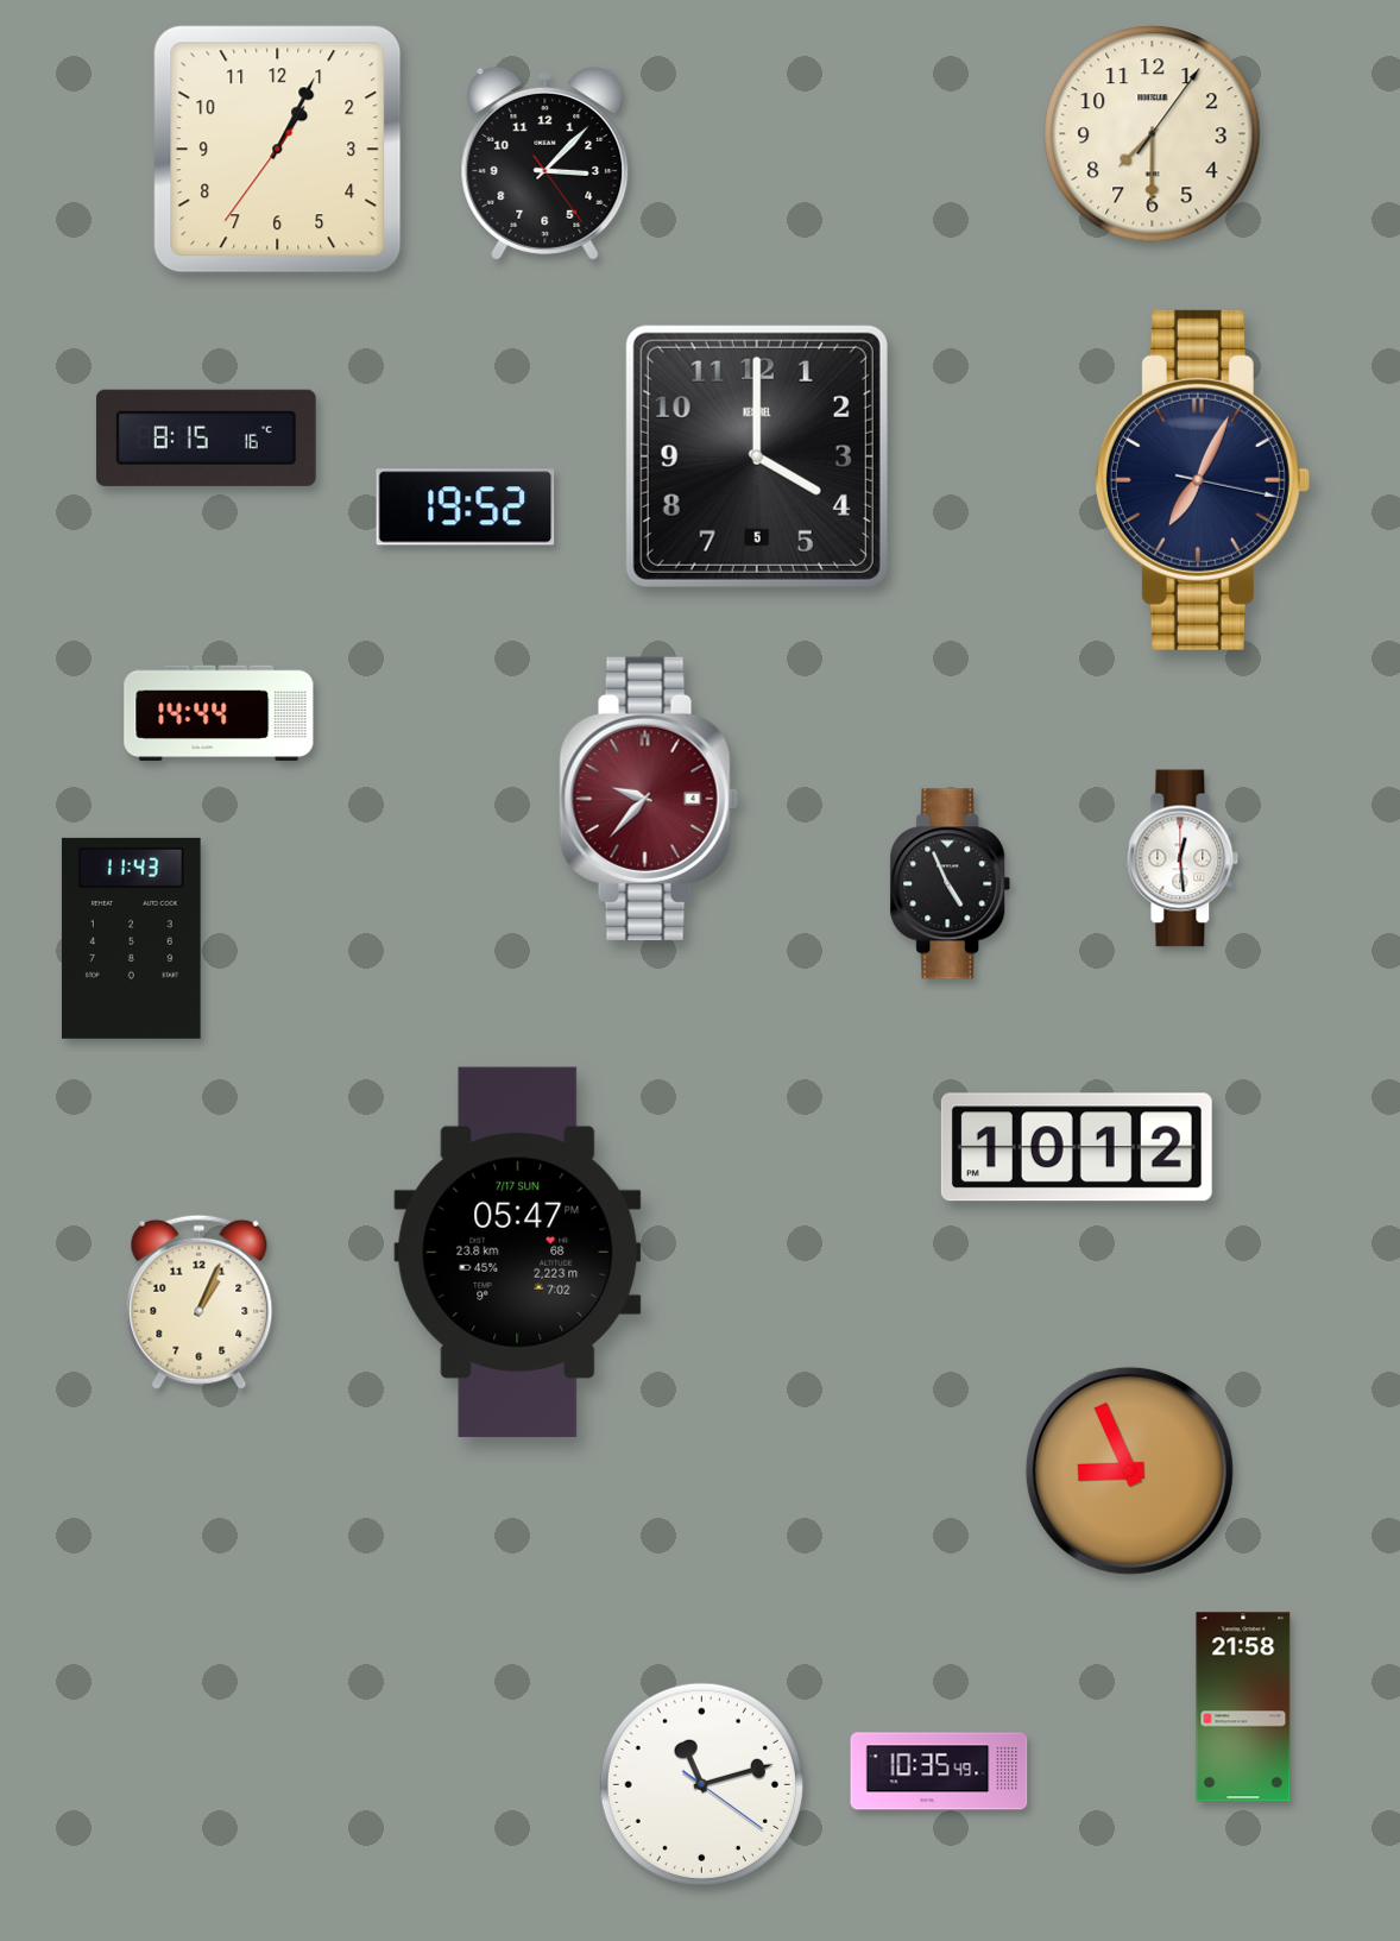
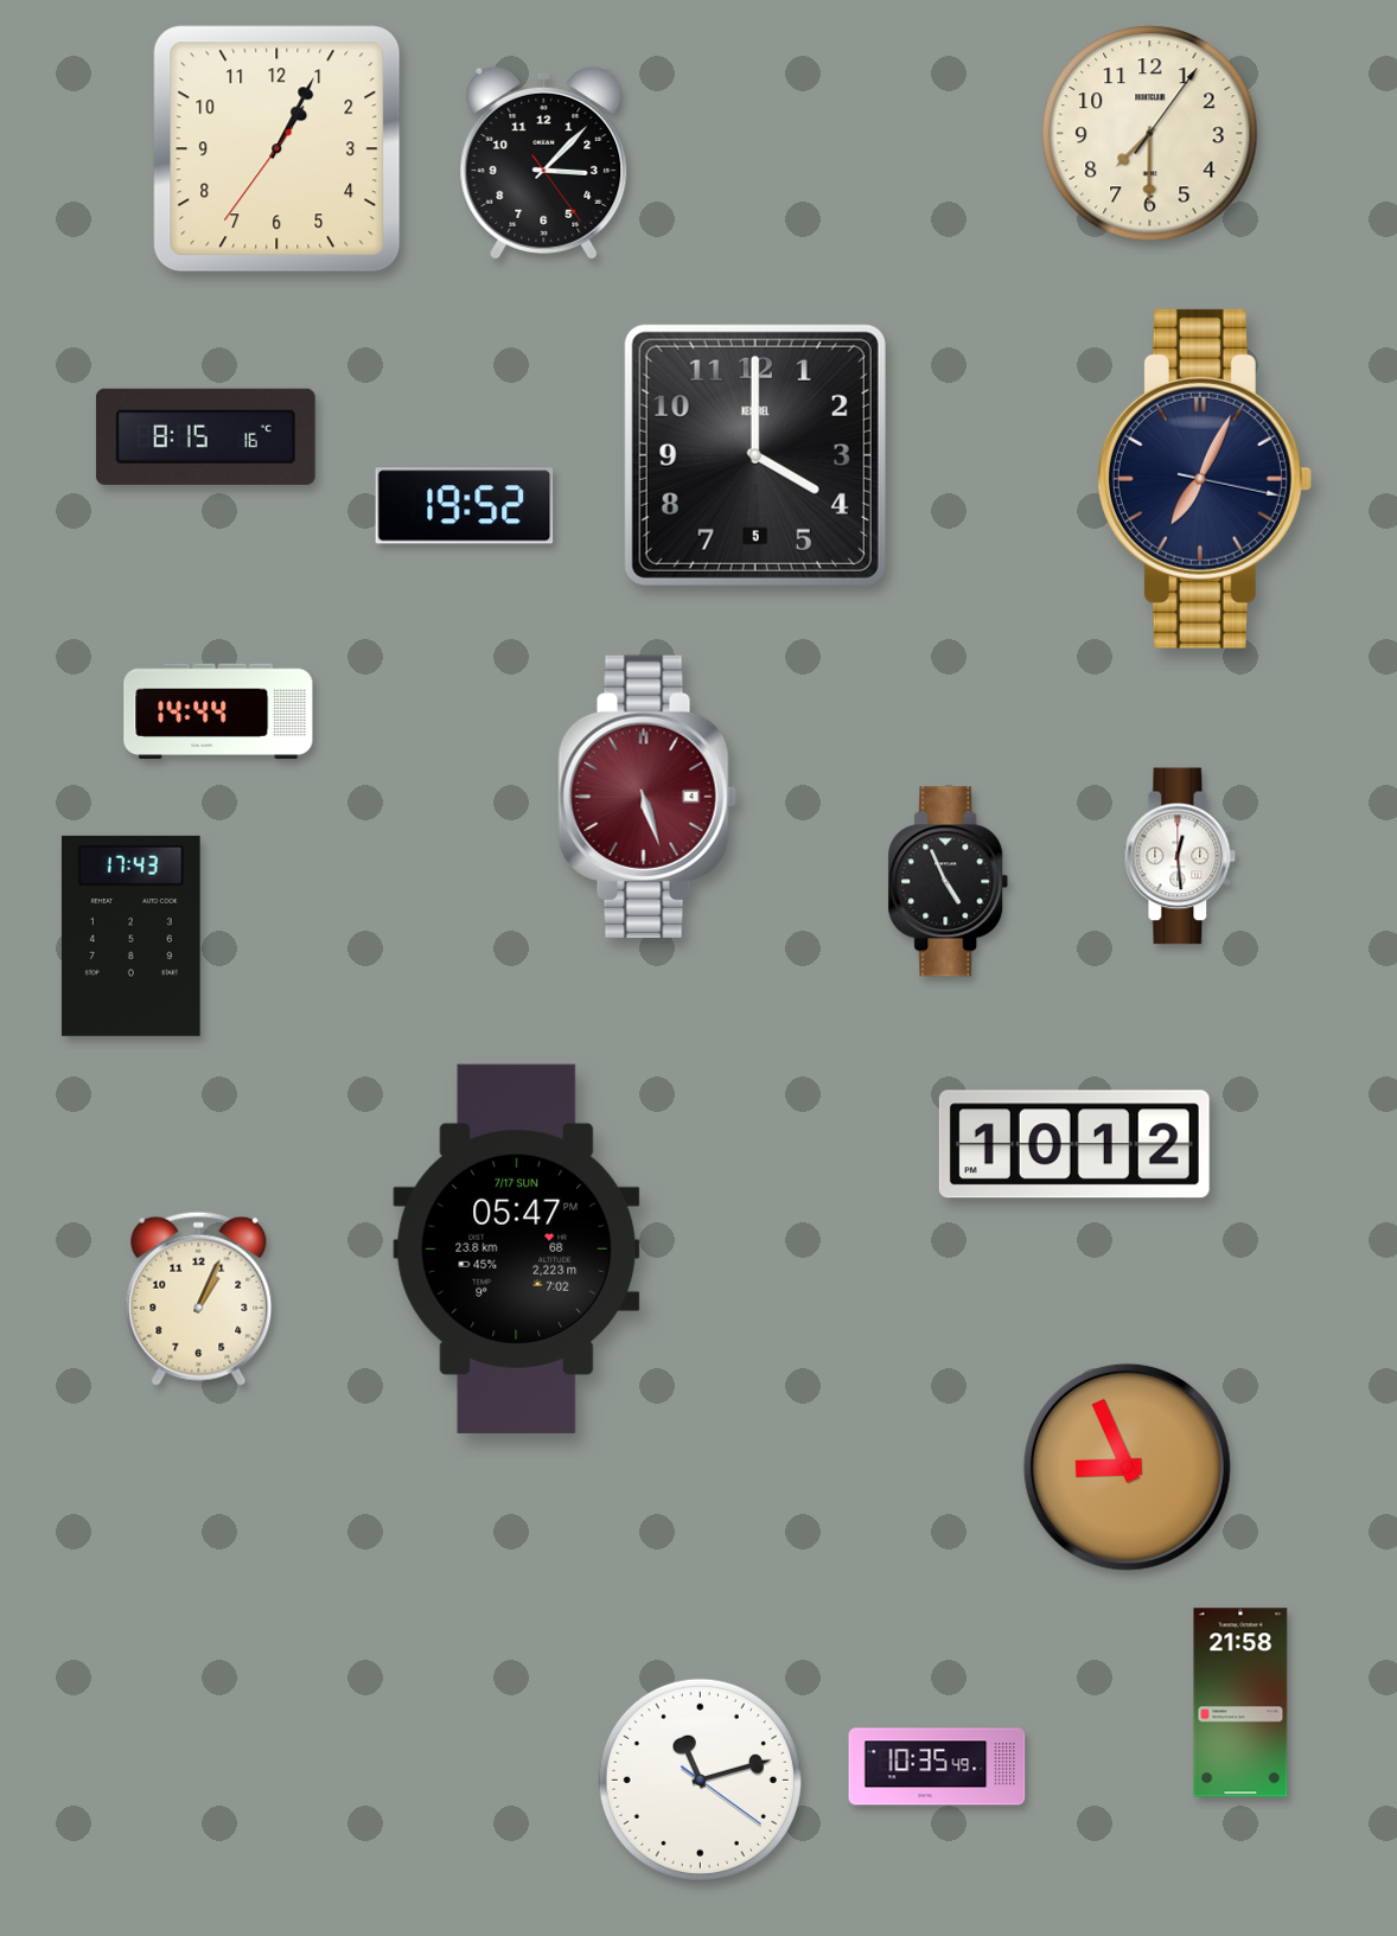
clock at (1202, 480) position: (1202, 480) -> (1204, 479)
clock at (649, 799): 9:37 -> 5:27
clock at (131, 938): 11:43 -> 17:43
